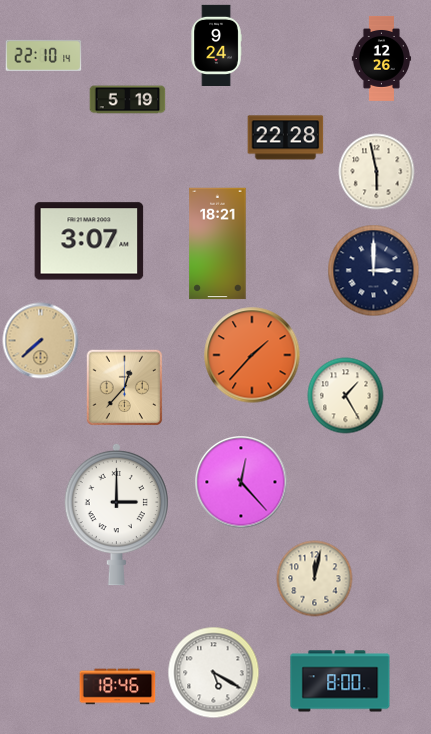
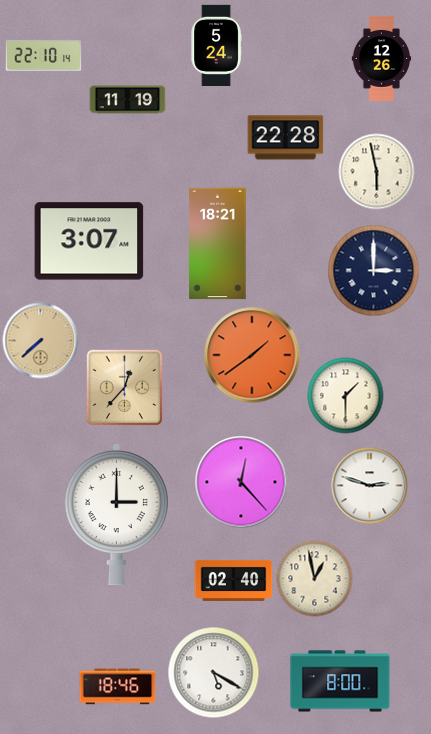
clock at (216, 45): 9:24 -> 5:24
clock at (128, 100): 5:19 -> 11:19
clock at (252, 355): 1:37 -> 1:39
clock at (346, 396): 1:25 -> 1:30
clock at (370, 486): none -> 2:48
clock at (315, 579): 12:02 -> 12:58
clock at (234, 580): none -> 02:40
